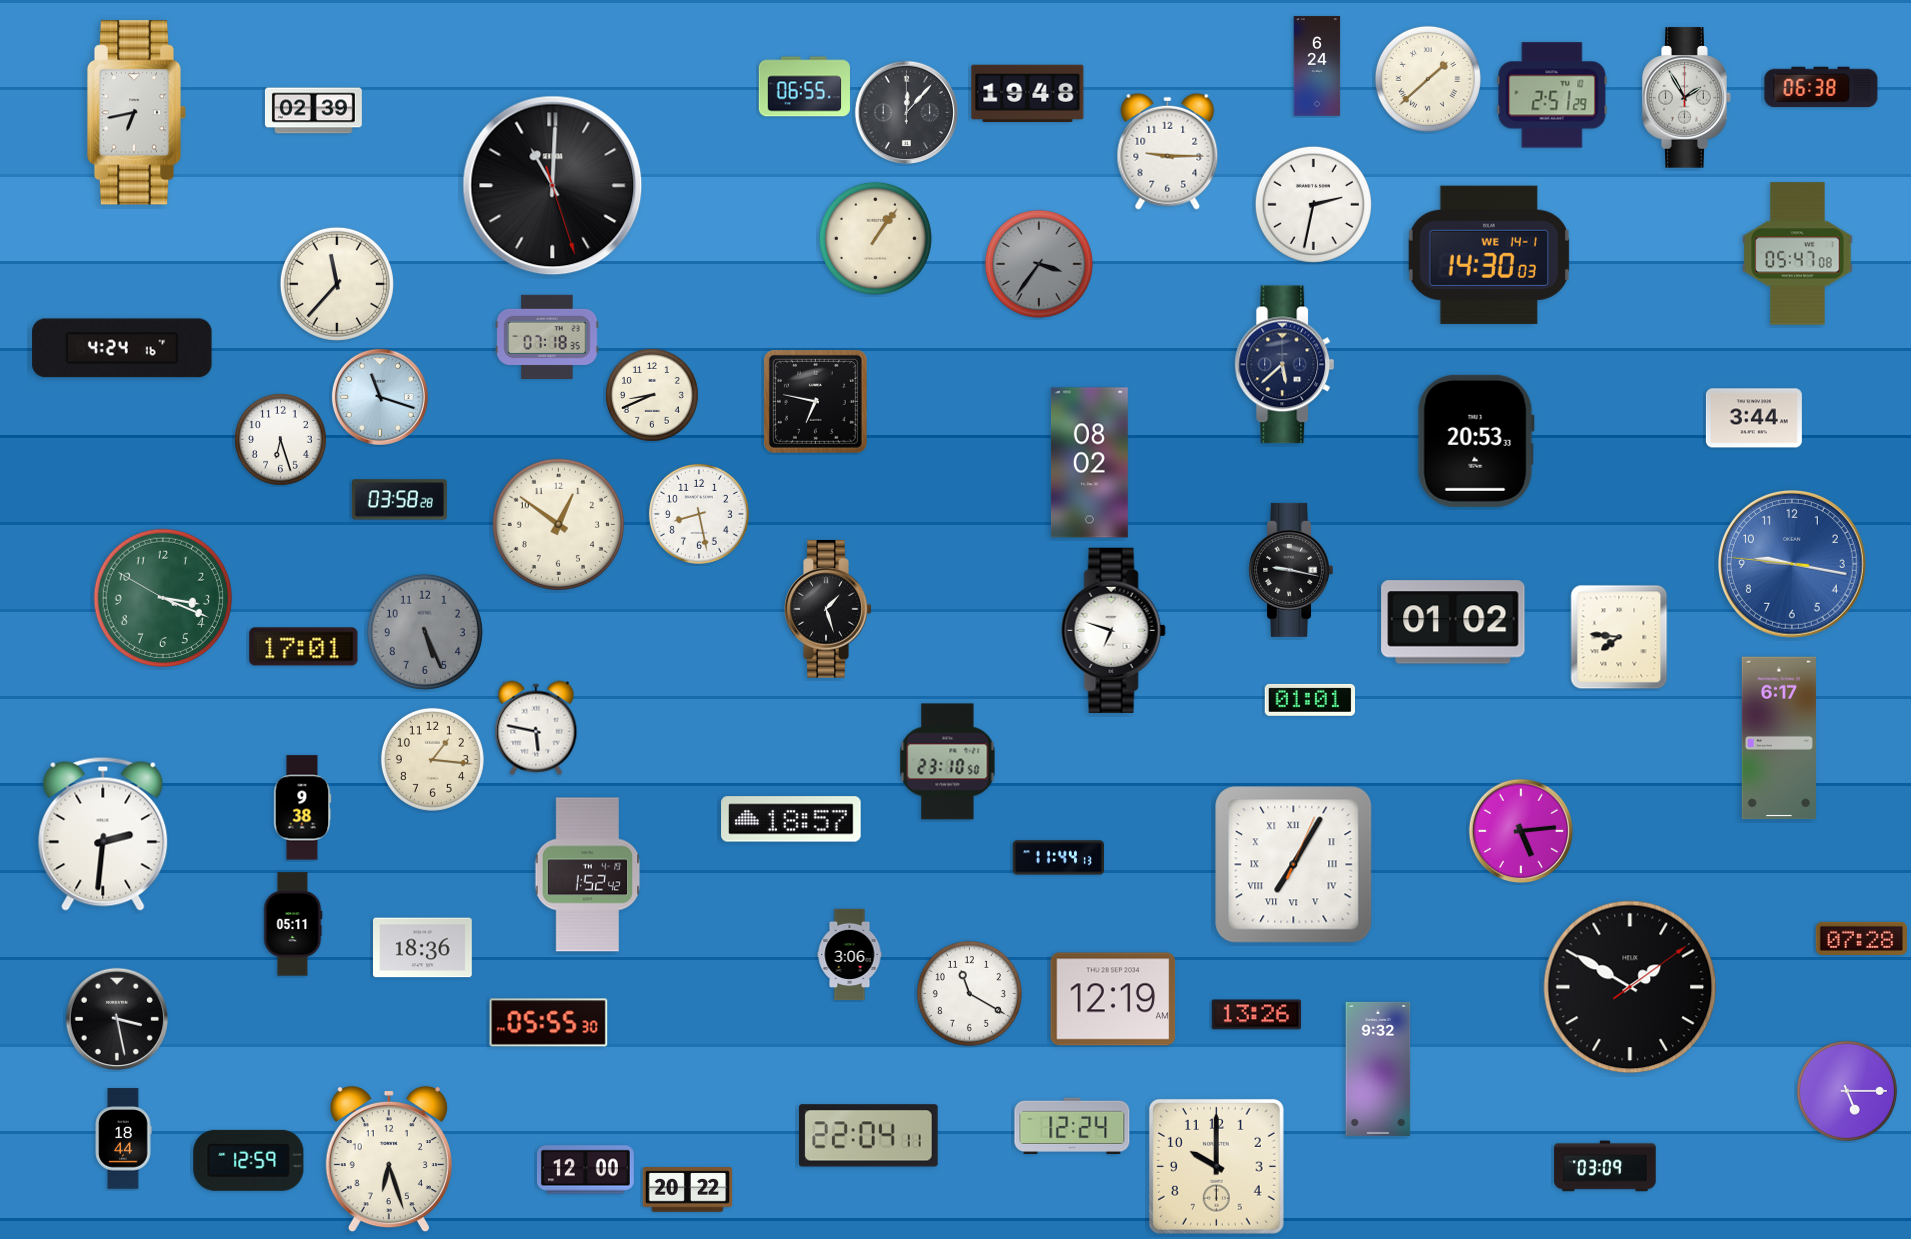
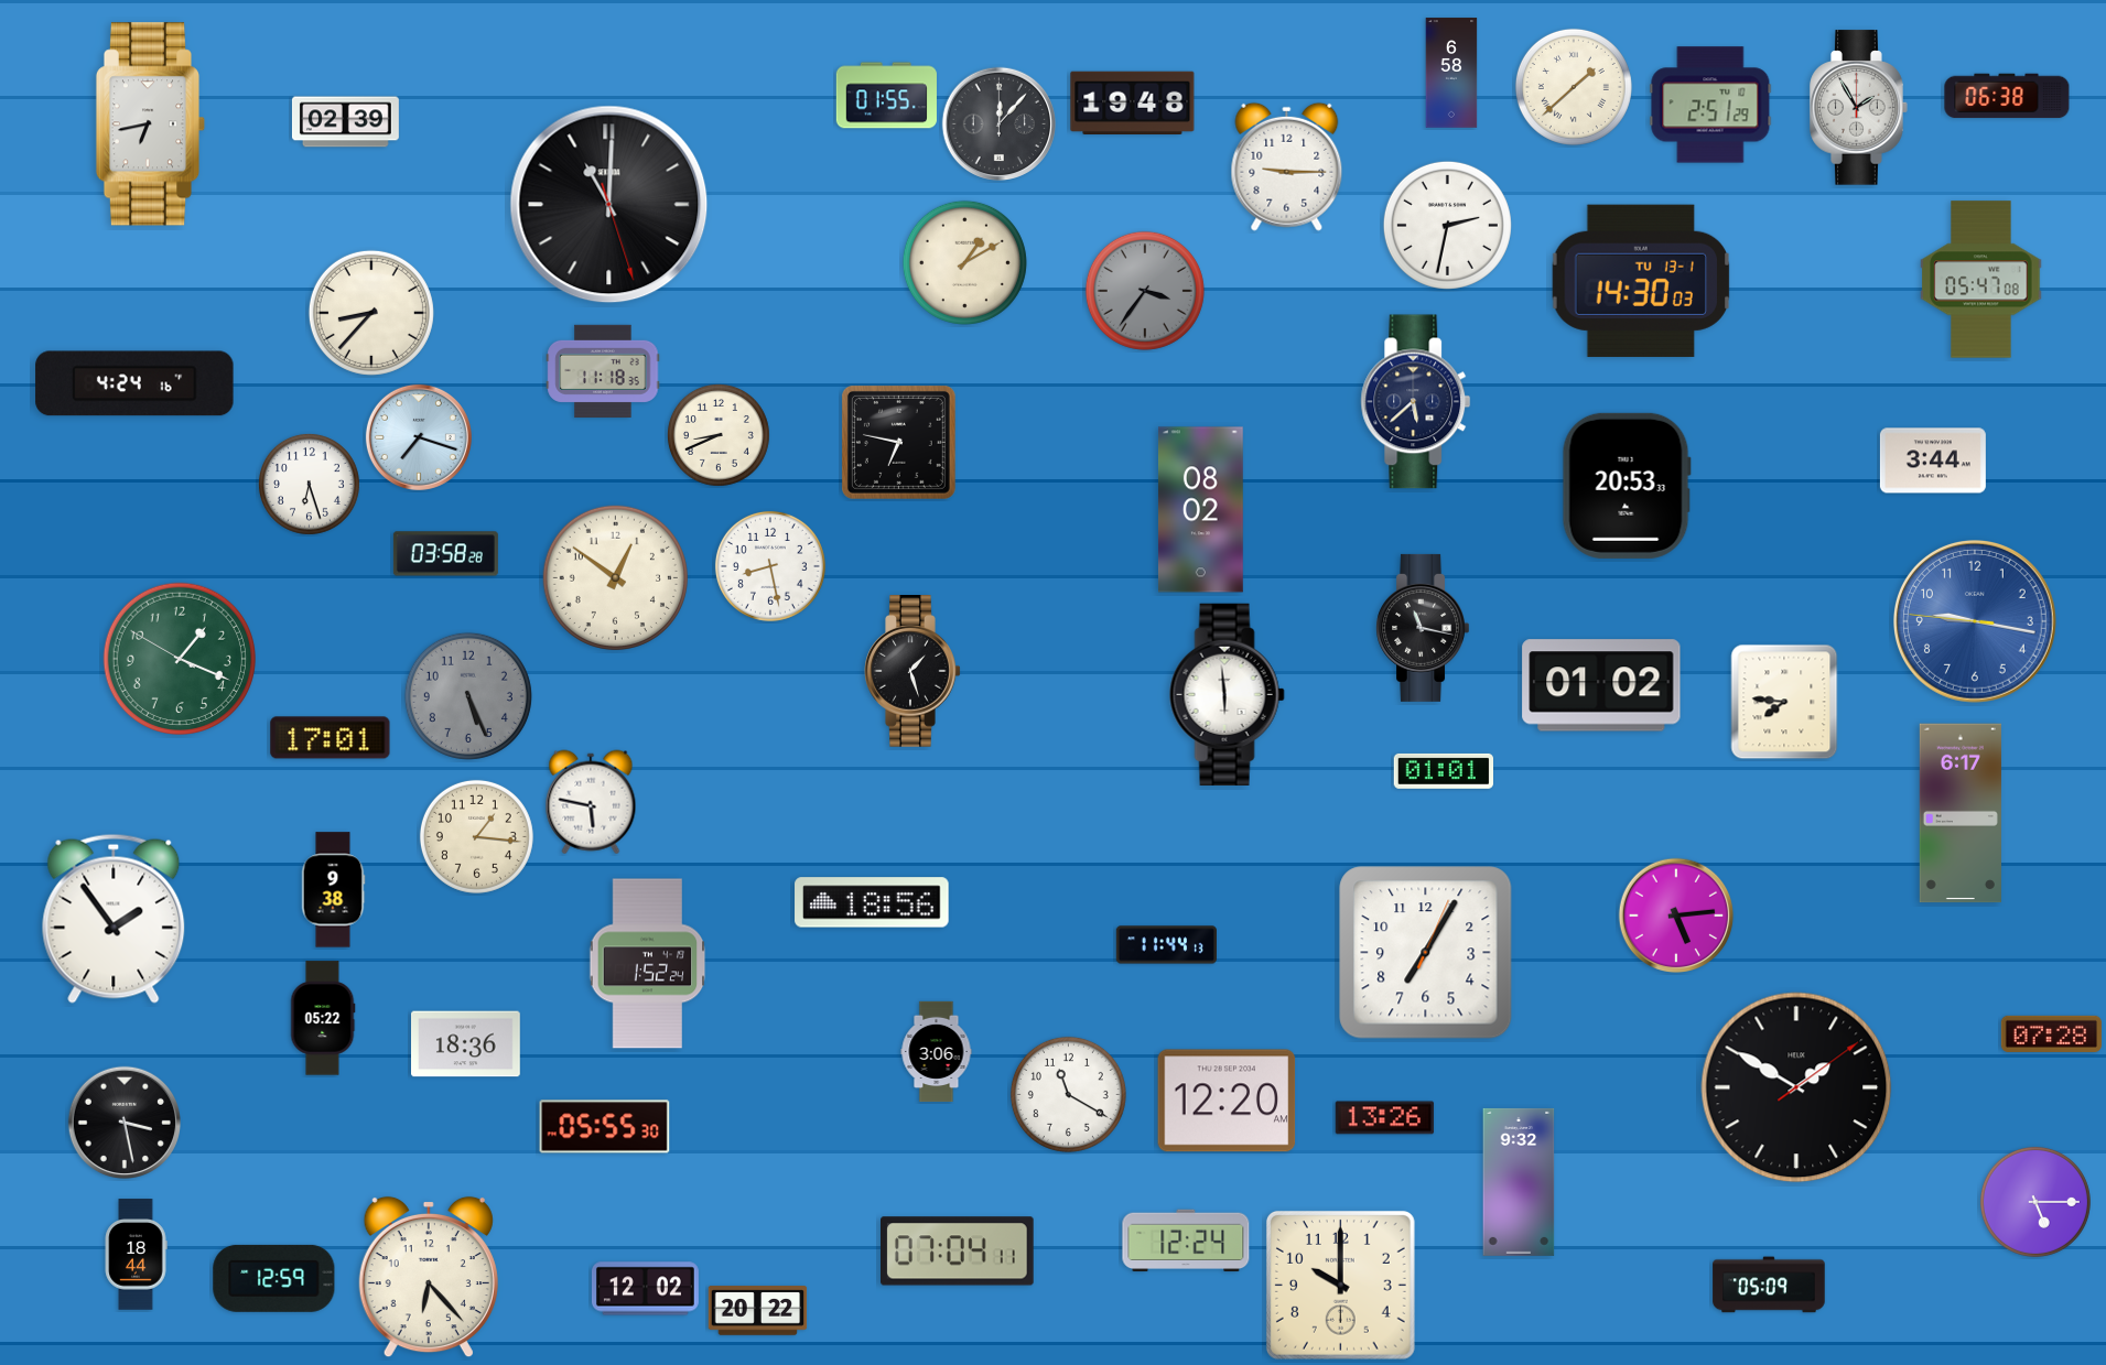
clock at (1317, 66): 6:24 -> 6:58
clock at (804, 87): 06:55 -> 01:55
clock at (875, 238): 1:06 -> 1:10
clock at (1488, 255) date: WE 14-1 -> TU 13-1
clock at (337, 284): 11:37 -> 8:37
clock at (547, 337): 07:18 -> 11:18
clock at (380, 397): 11:18 -> 7:18
clock at (399, 500) position: (399, 500) -> (445, 554)
clock at (1290, 570): 9:17 -> 11:17
clock at (162, 597): 3:18 -> 1:18
clock at (1113, 630): 6:48 -> 5:59
clock at (304, 647) position: (304, 647) -> (331, 738)
clock at (948, 762): 23:10 -> none
clock at (791, 819): 18:57 -> 18:56
clock at (103, 834): 2:31 -> 1:54
clock at (1294, 865) numerals: Roman -> Arabic
clock at (588, 875): 1:52:42 -> 1:52:24
clock at (293, 924): 05:11 -> 05:22
clock at (1113, 999): 12:19 -> 12:20
clock at (116, 1018) position: (116, 1018) -> (123, 1122)
clock at (1378, 1069) position: (1378, 1069) -> (1519, 1182)
clock at (1072, 1126) position: (1072, 1126) -> (1186, 1241)
clock at (869, 1136): 22:04 -> 07:04
clock at (389, 1159): 6:27 -> 6:23
clock at (1605, 1166): 03:09 -> 05:09
clock at (585, 1170): 12:00 -> 12:02
